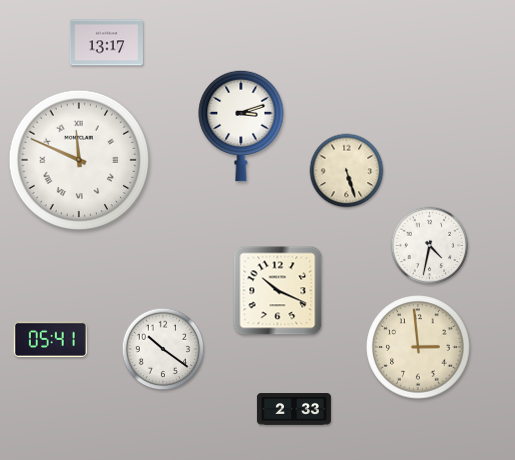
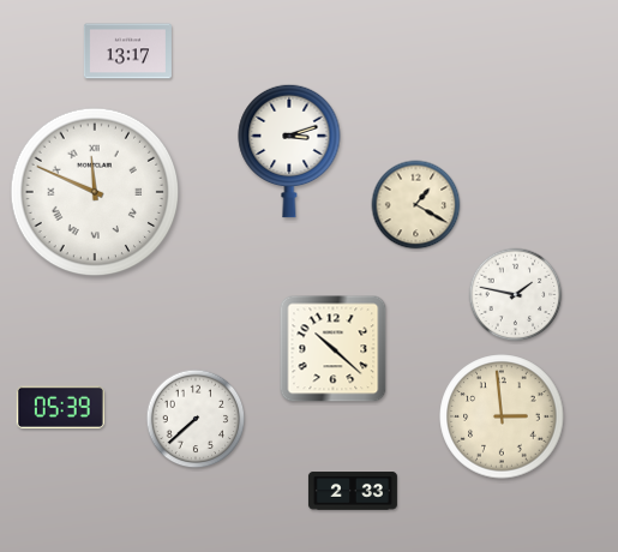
clock at (347, 171): 5:27 -> 1:20
clock at (430, 246): 4:32 -> 1:47
clock at (278, 291): 10:19 -> 10:22
clock at (50, 339): 05:41 -> 05:39
clock at (163, 349): 10:21 -> 7:38
